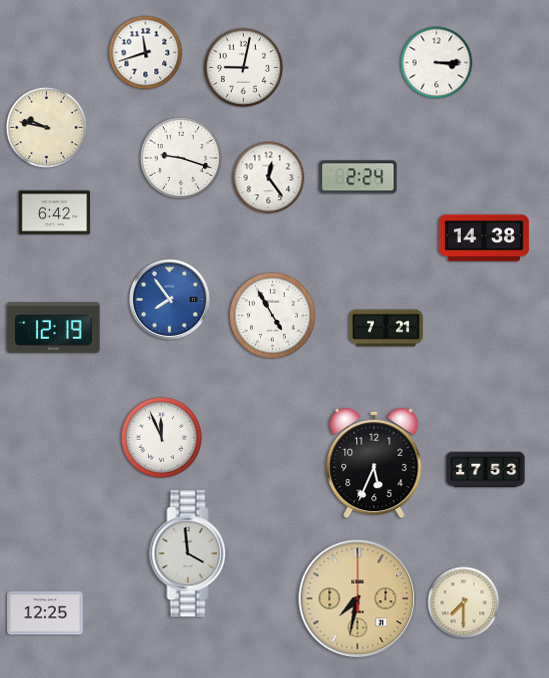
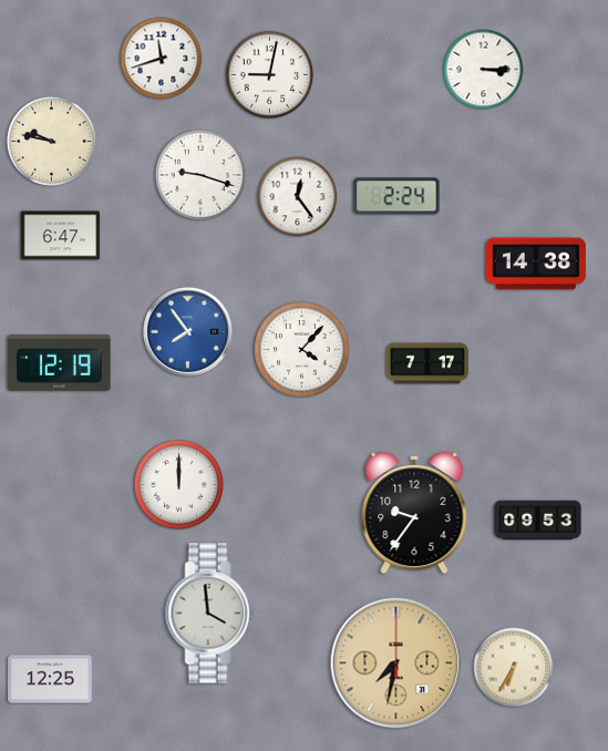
clock at (55, 213): 6:42 -> 6:47
clock at (273, 316): 4:55 -> 4:07
clock at (386, 328): 7:21 -> 7:17
clock at (161, 437): 11:56 -> 12:00
clock at (374, 463): 5:34 -> 9:36
clock at (486, 470): 17:53 -> 09:53
clock at (464, 603): 7:30 -> 6:35
